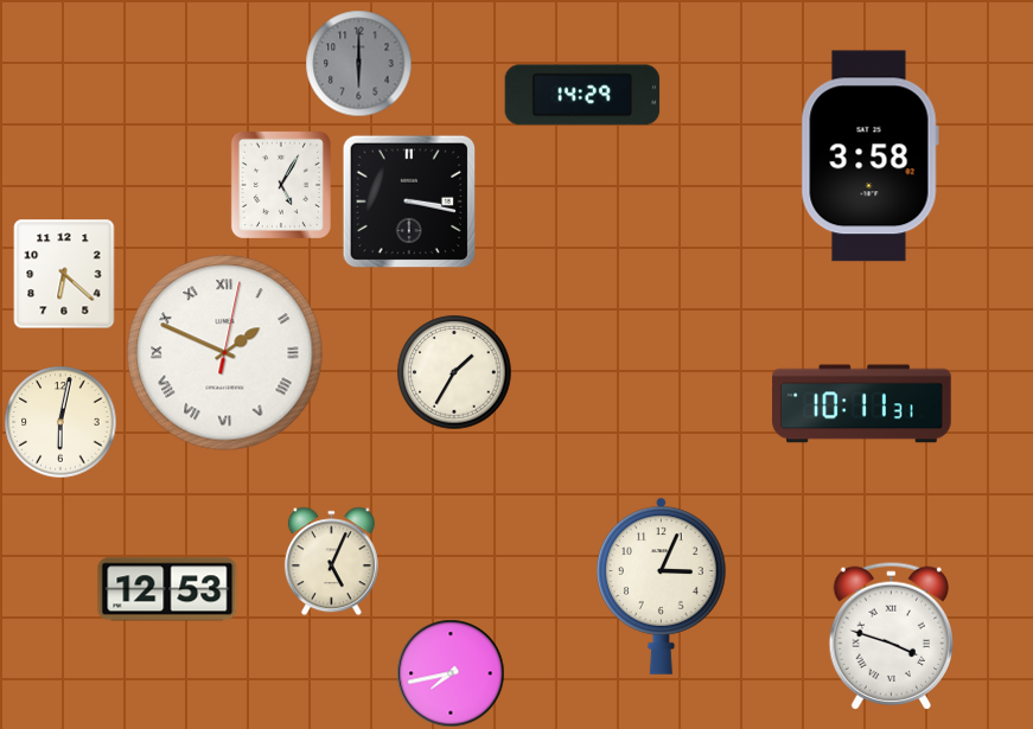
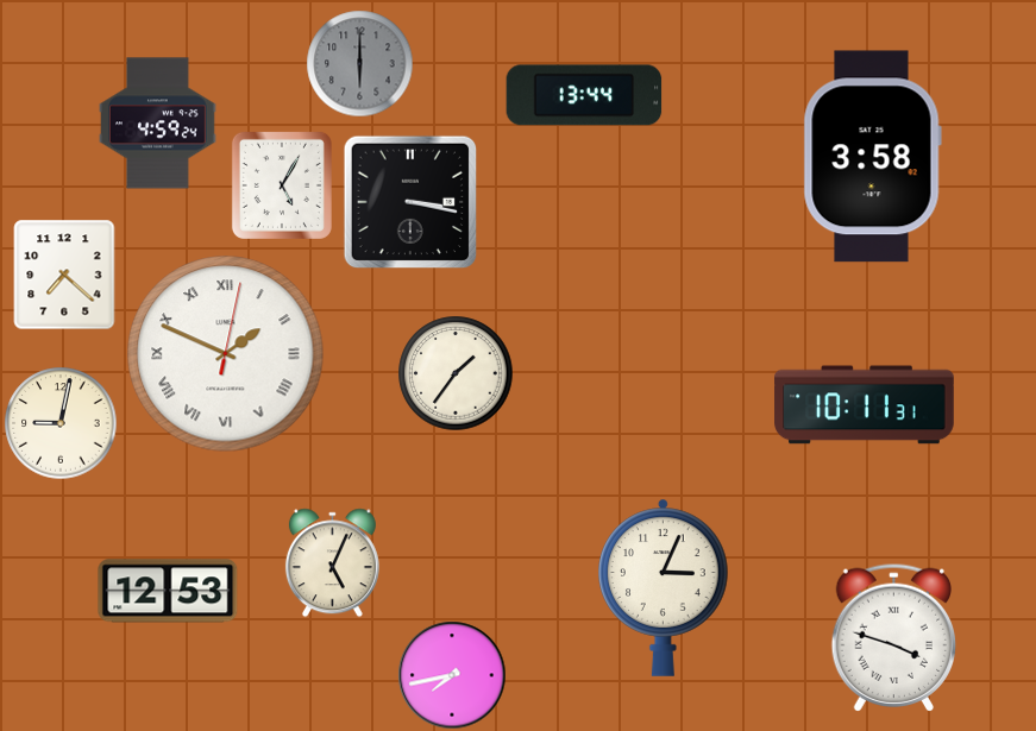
clock at (582, 95): 14:29 -> 13:44
clock at (158, 124): none -> 4:59
clock at (64, 274): 6:22 -> 7:22
clock at (454, 372): 1:35 -> 1:36
clock at (60, 422): 6:02 -> 9:02
